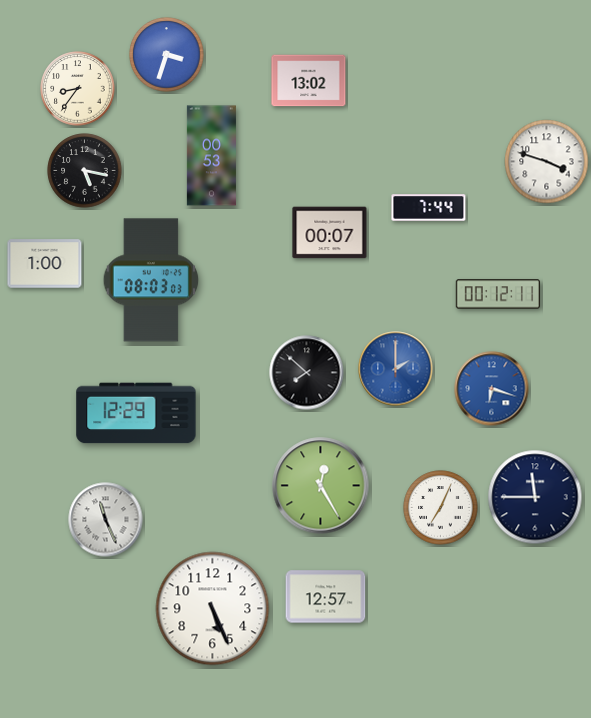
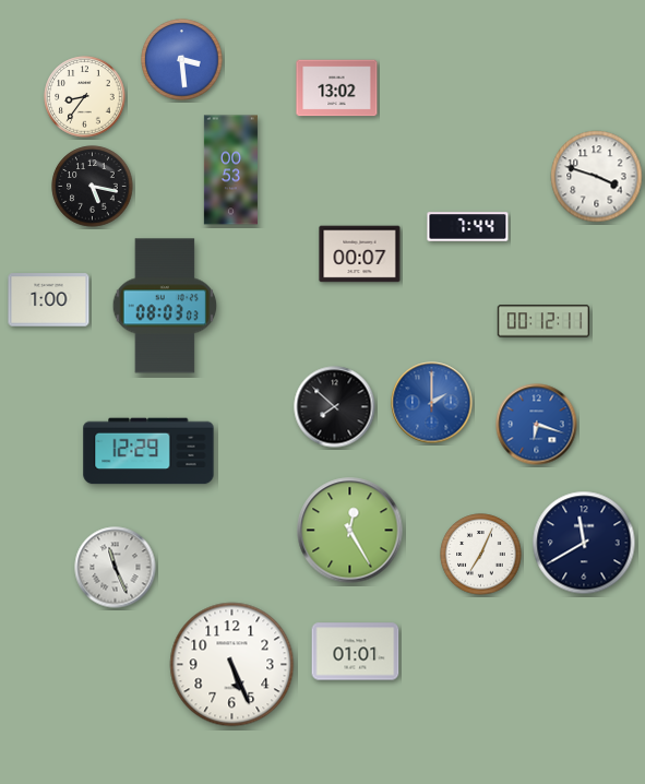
clock at (167, 55): 3:33 -> 3:29
clock at (45, 264) position: (45, 264) -> (49, 300)
clock at (535, 497): 11:45 -> 11:40
clock at (326, 597): 12:57 -> 01:01
